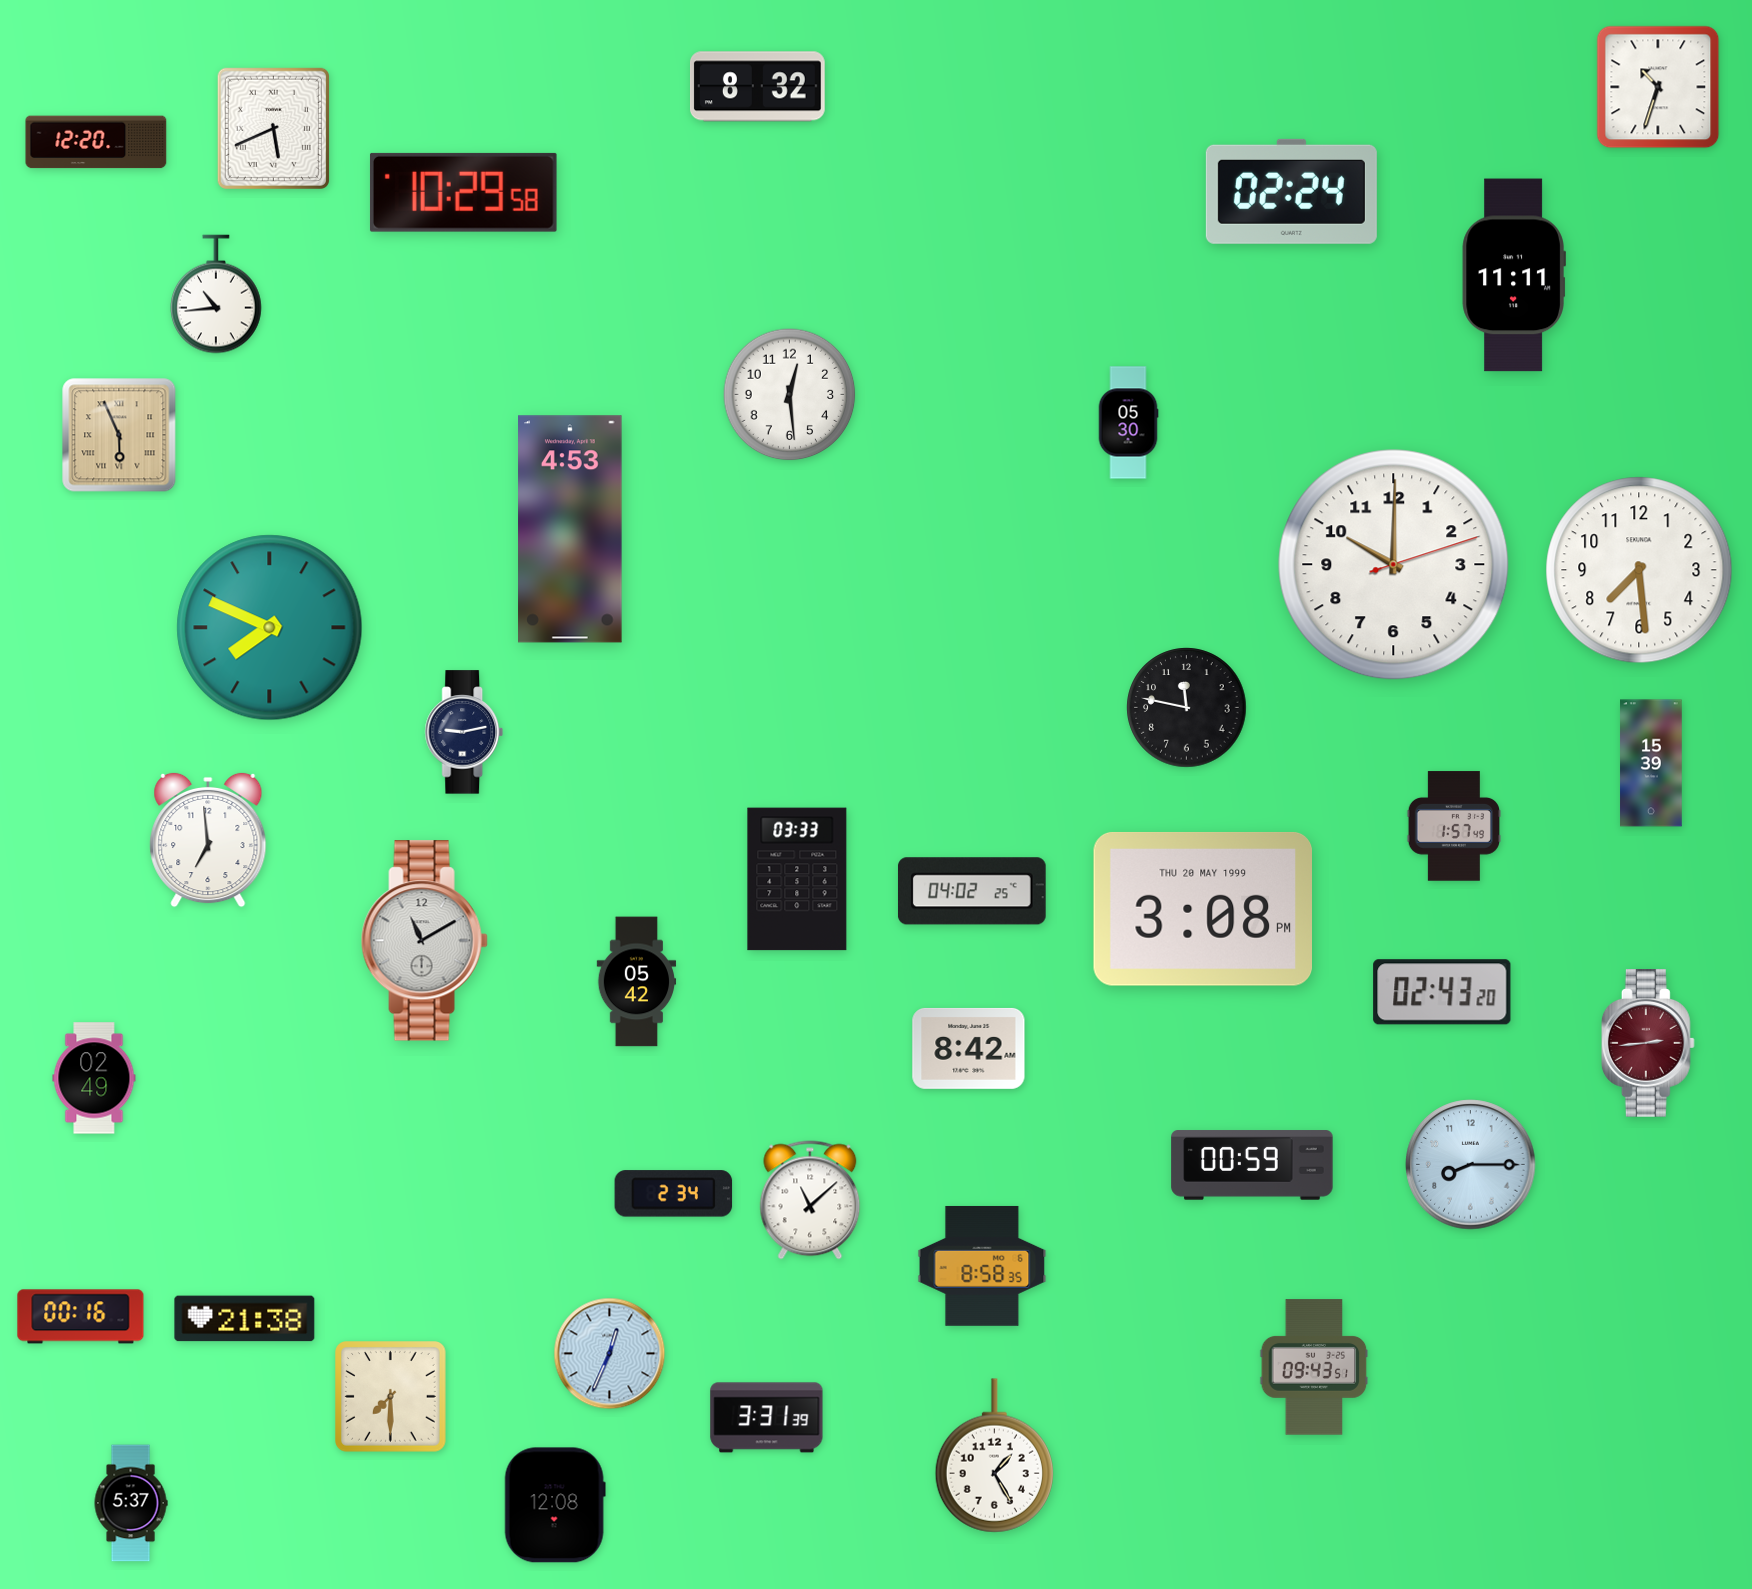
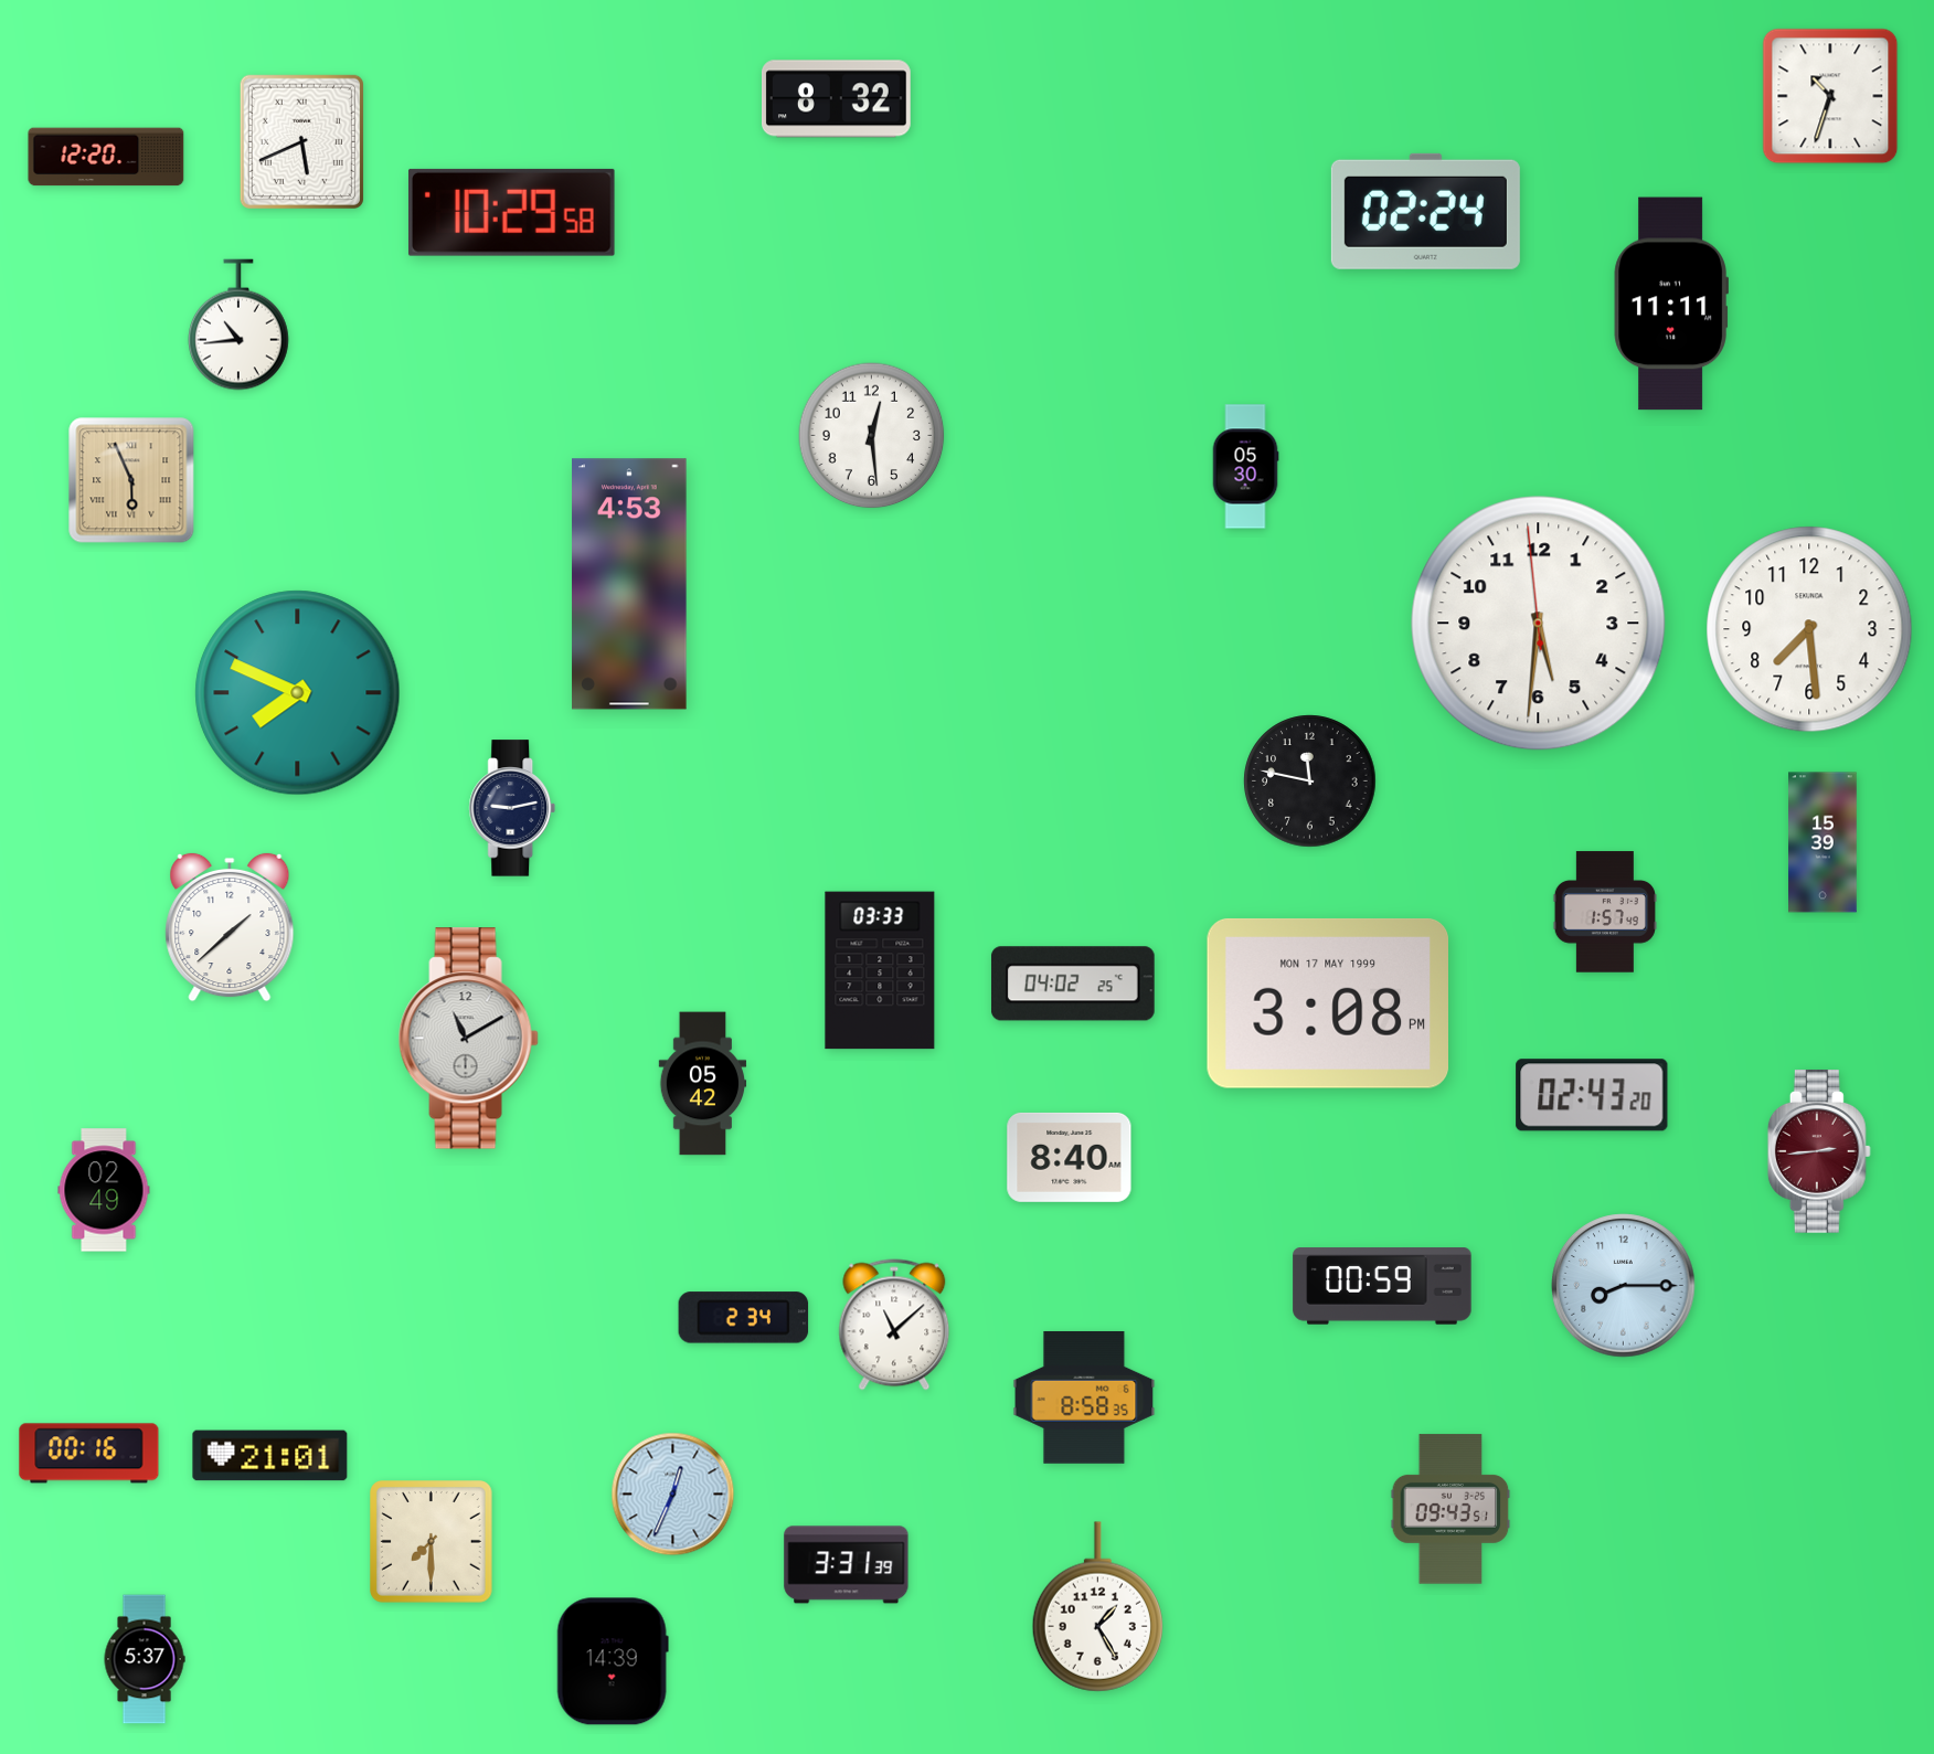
clock at (758, 87) position: (758, 87) -> (837, 99)
clock at (1394, 565): 10:00 -> 5:30
clock at (208, 840): 6:59 -> 1:38
clock at (1202, 909) date: THU 20 MAY 1999 -> MON 17 MAY 1999
clock at (969, 1048): 8:42 -> 8:40
clock at (245, 1319): 21:38 -> 21:01
clock at (555, 1505): 12:08 -> 14:39
